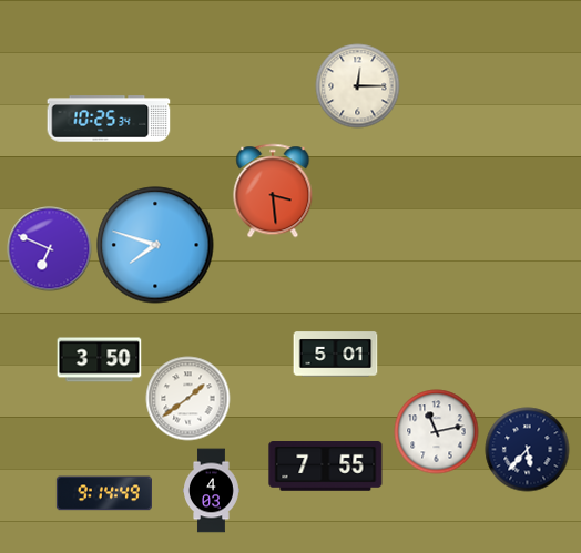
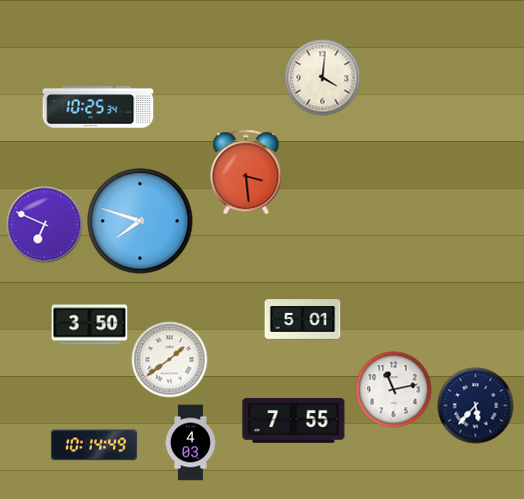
clock at (358, 86): 12:15 -> 4:01
clock at (104, 493): 9:14 -> 10:14
